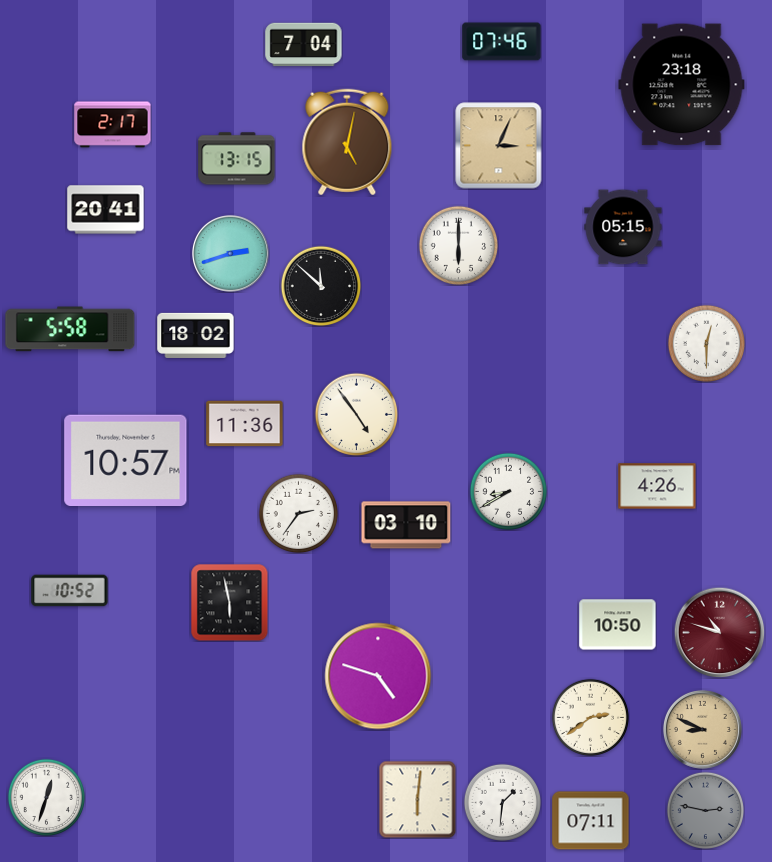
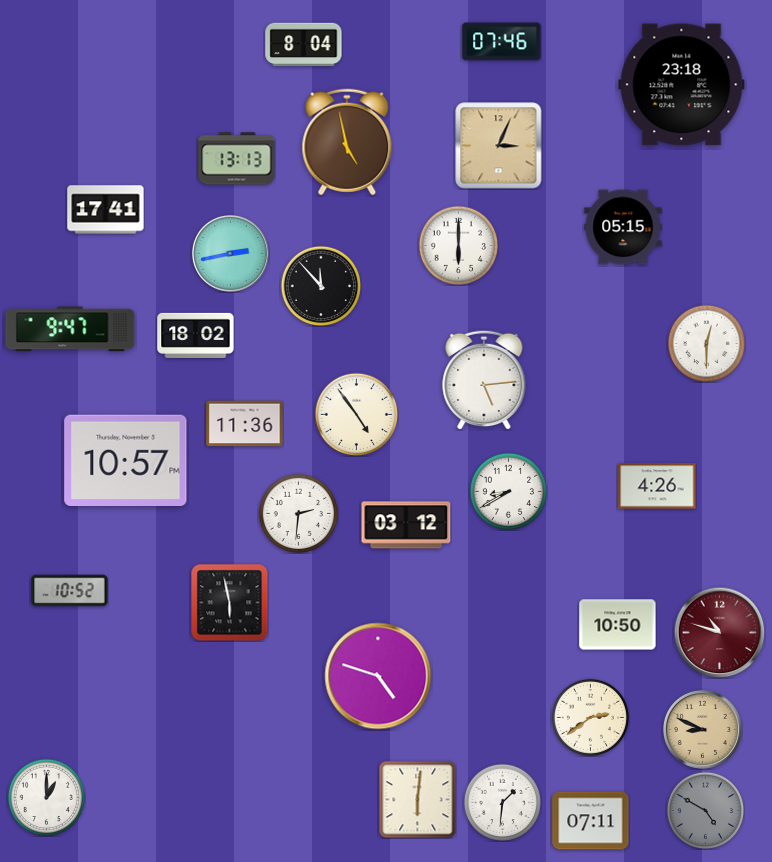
clock at (304, 45): 7:04 -> 8:04
clock at (113, 125): 2:17 -> none
clock at (347, 142): 5:02 -> 4:58
clock at (237, 159): 13:15 -> 13:13
clock at (106, 210): 20:41 -> 17:41
clock at (230, 253): 2:42 -> 2:43
clock at (321, 286): 11:52 -> 11:53
clock at (70, 329): 5:58 -> 9:47
clock at (484, 380): none -> 5:14
clock at (298, 513): 2:36 -> 2:31
clock at (406, 525): 03:10 -> 03:12
clock at (46, 797): 12:33 -> 1:00
clock at (705, 810): 2:47 -> 4:50
